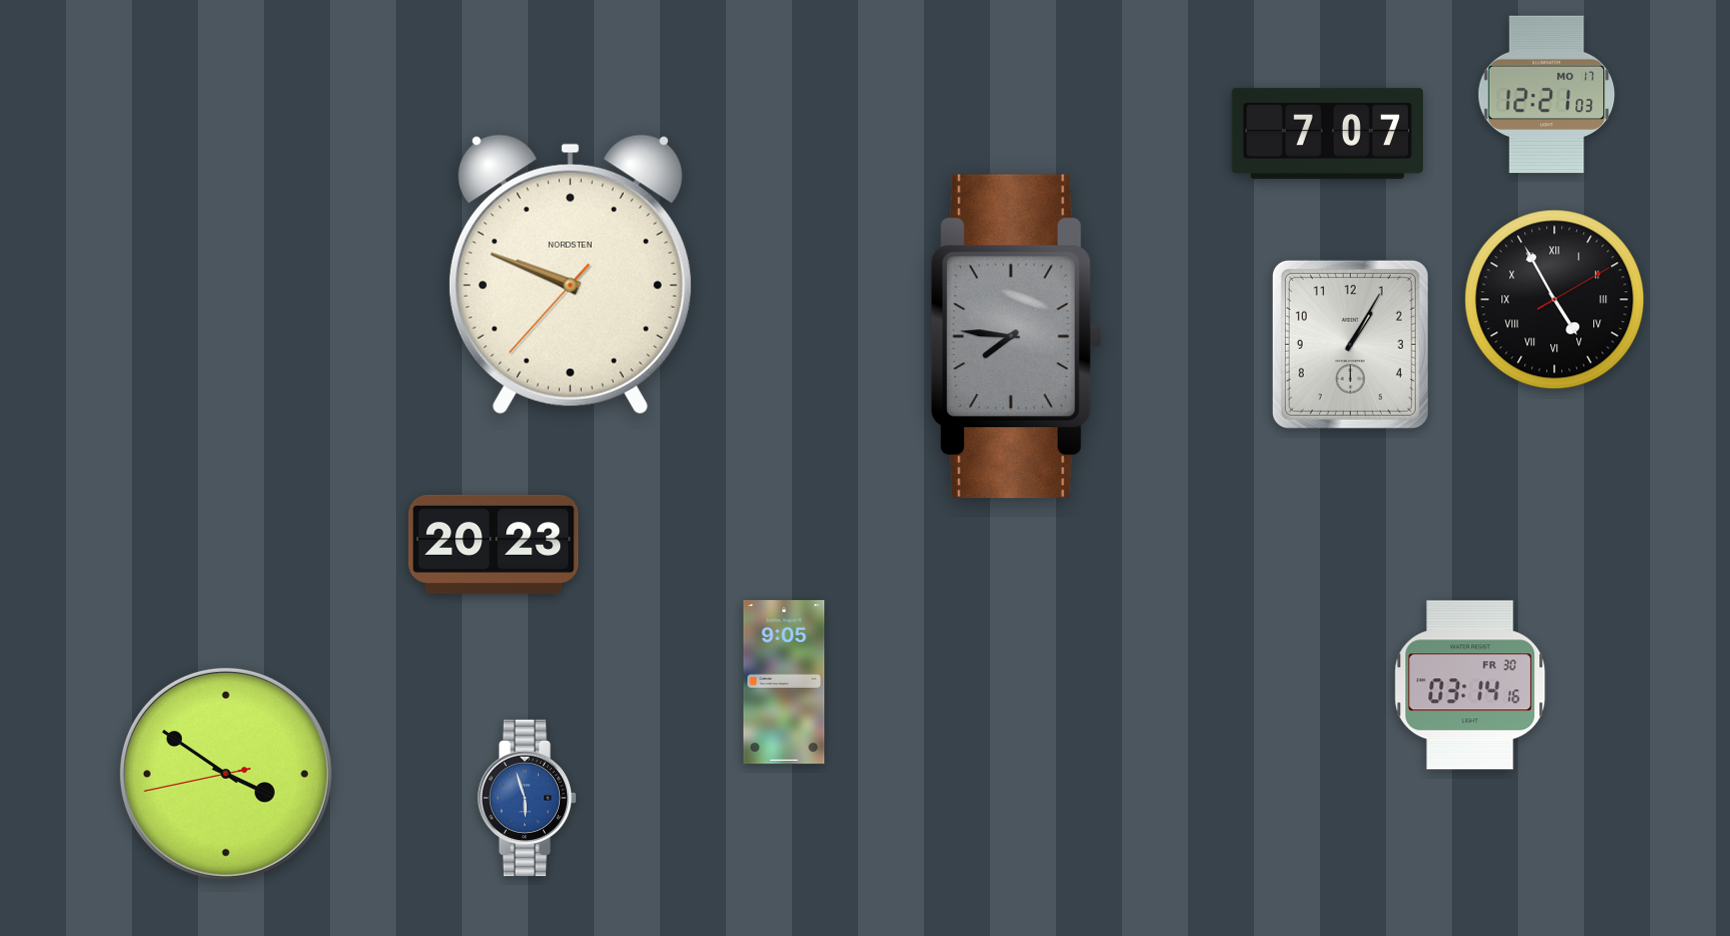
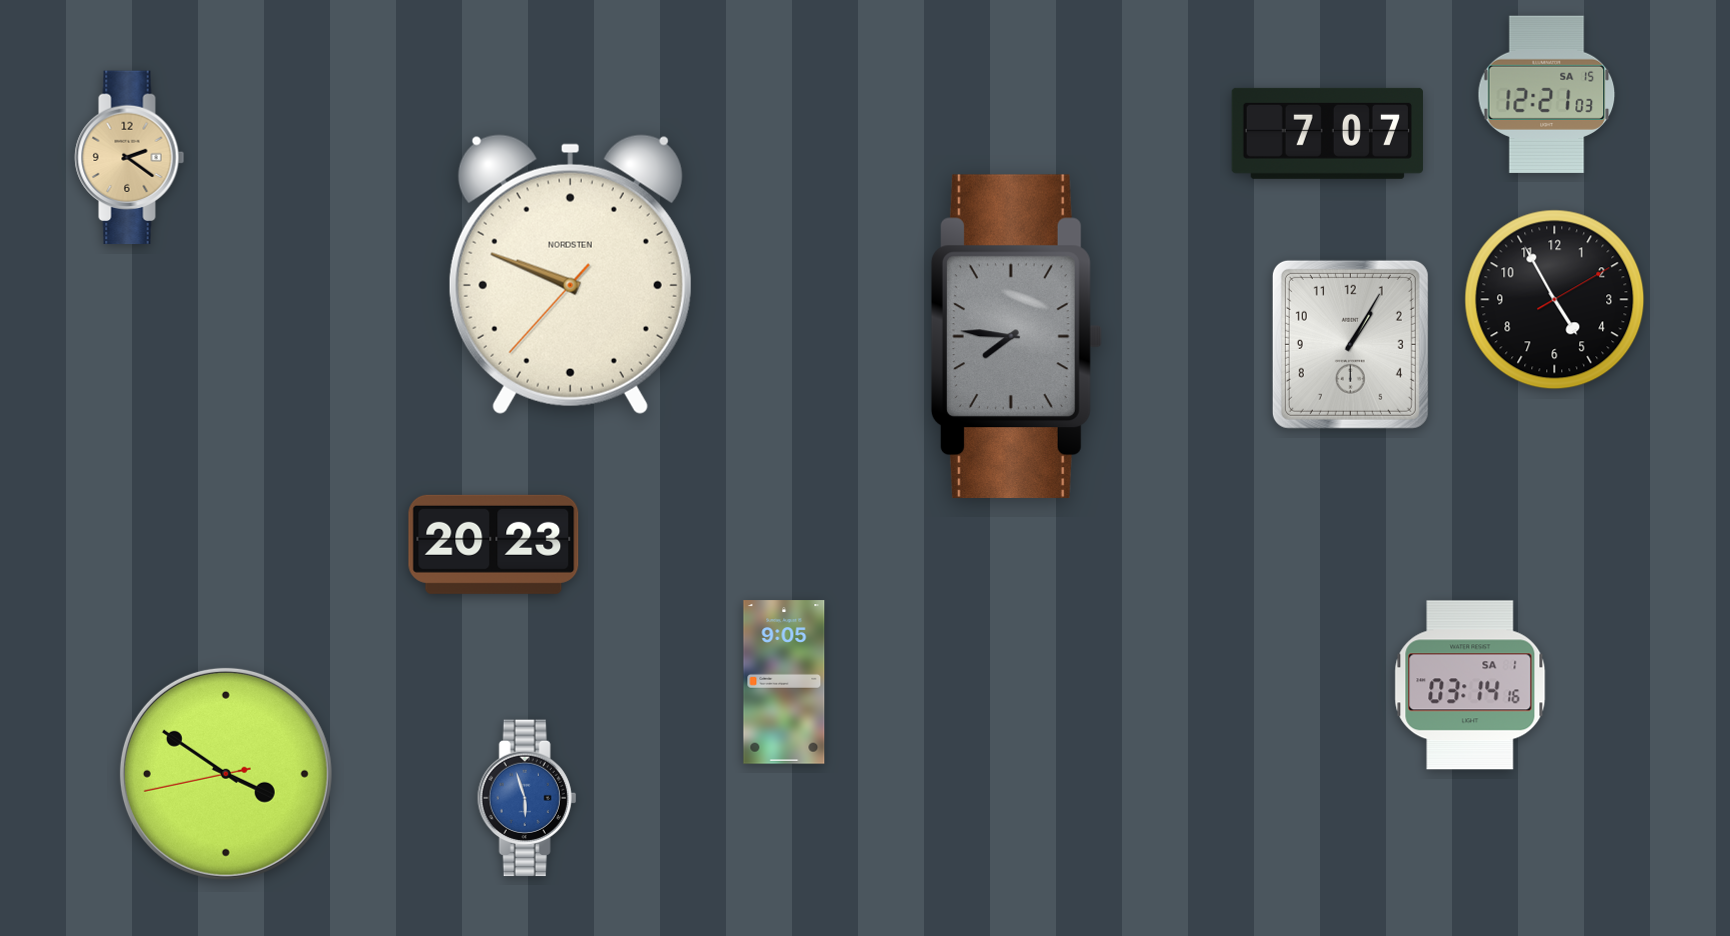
clock at (1547, 94) date: MO 17 -> SA 15
clock at (130, 158): none -> 2:21
clock at (1555, 300) numerals: Roman -> Arabic
clock at (1470, 685) date: FR 30 -> SA 1
